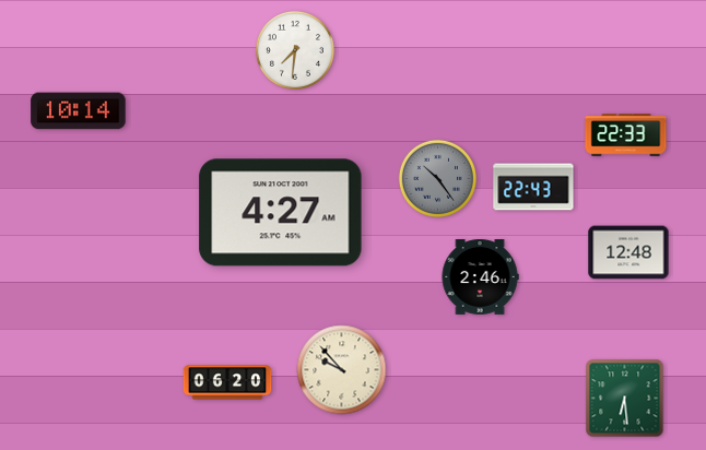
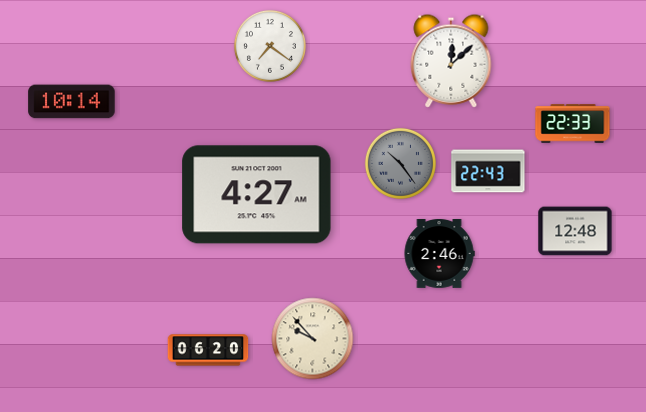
clock at (295, 50): 7:31 -> 7:21
clock at (451, 61): none -> 12:08
clock at (625, 399): 6:29 -> none
